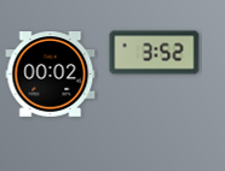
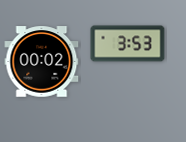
clock at (155, 53): 3:52 -> 3:53
